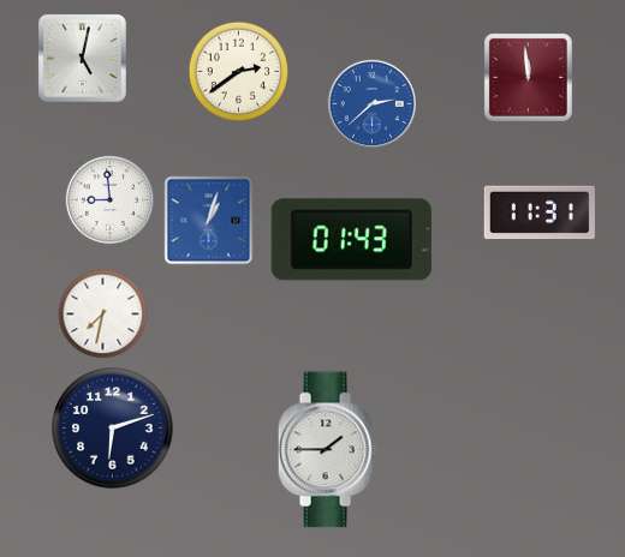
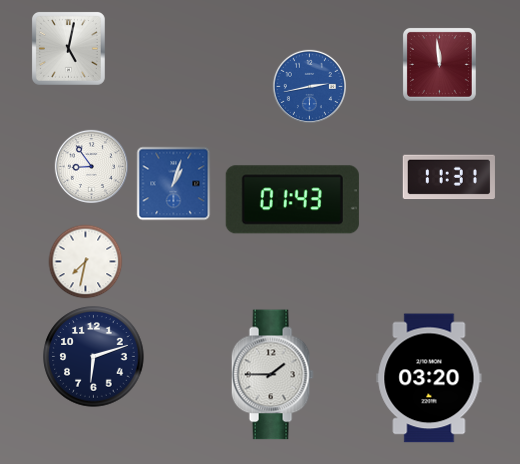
clock at (239, 72): 2:39 -> none
clock at (371, 103): 2:38 -> 2:43
clock at (109, 199): 8:59 -> 8:54
clock at (429, 378): none -> 03:20
